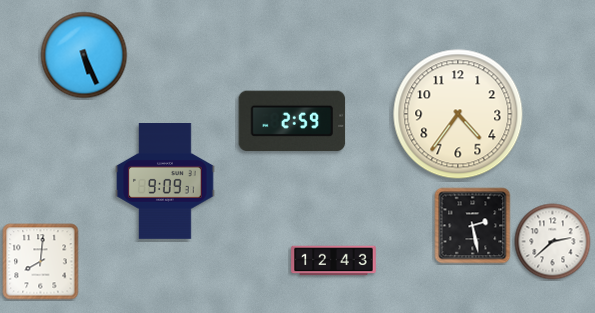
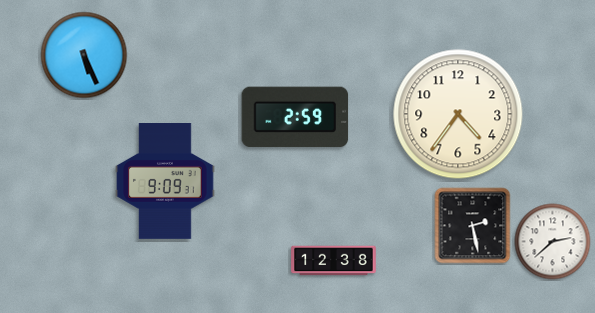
clock at (292, 121) position: (292, 121) -> (295, 117)
clock at (334, 261): 12:43 -> 12:38
clock at (41, 262): 8:01 -> none
